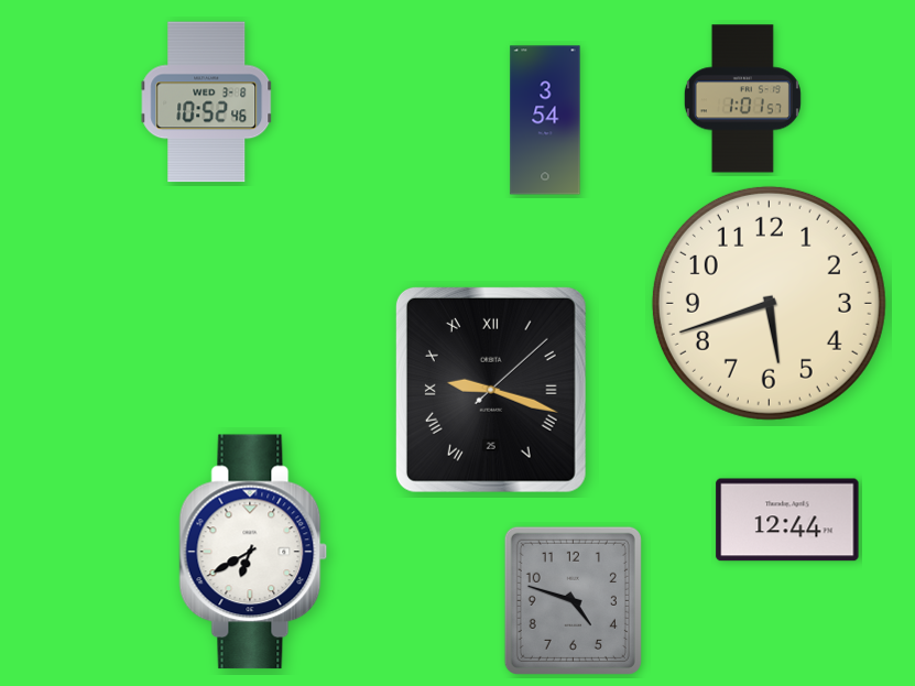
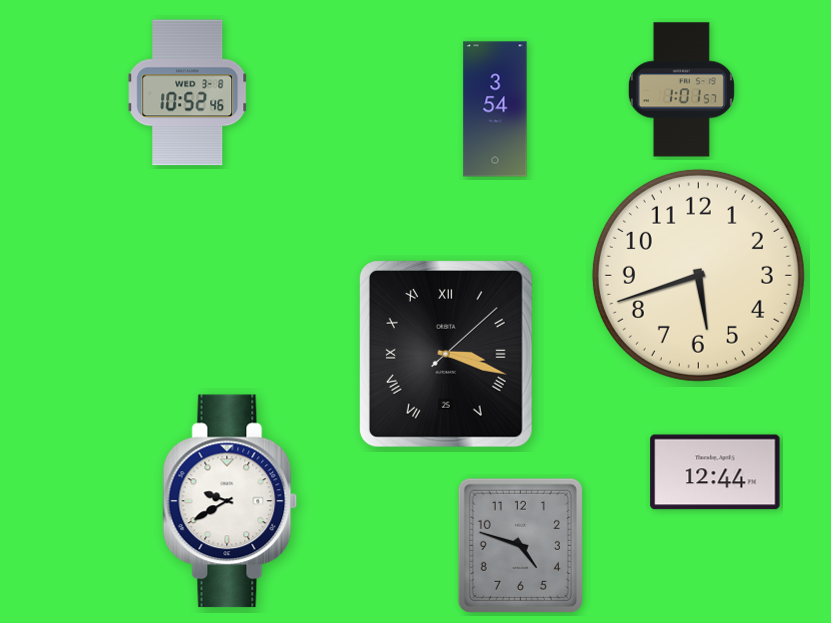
clock at (742, 99) position: (742, 99) -> (681, 90)
clock at (491, 390): 9:18 -> 3:18
clock at (253, 552): 6:40 -> 9:40
